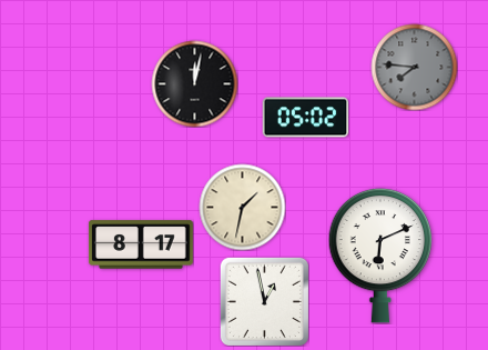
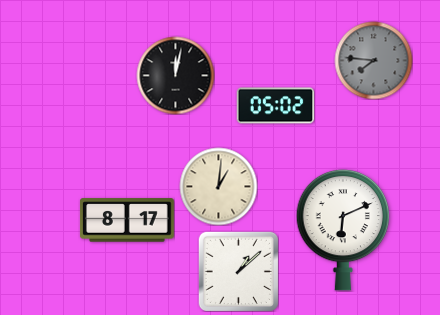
clock at (242, 207): 1:32 -> 1:01
clock at (264, 301): 12:58 -> 1:08
